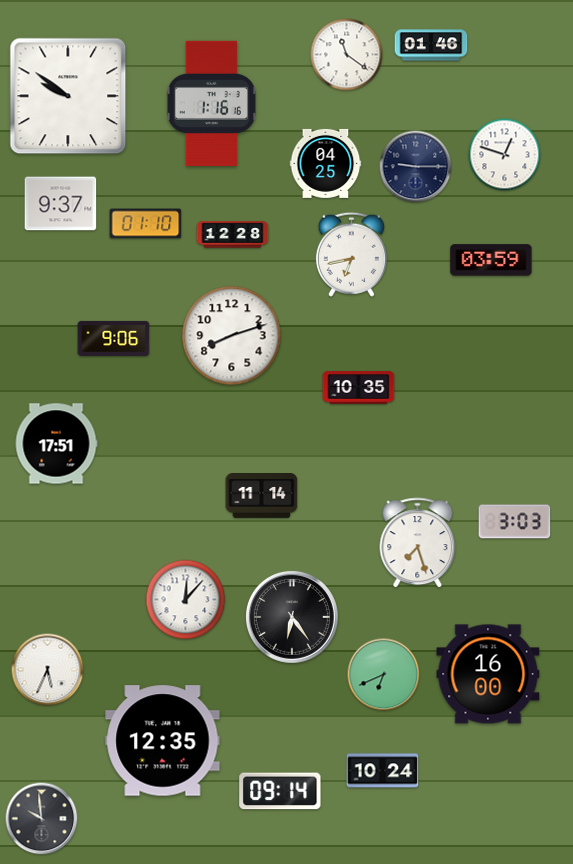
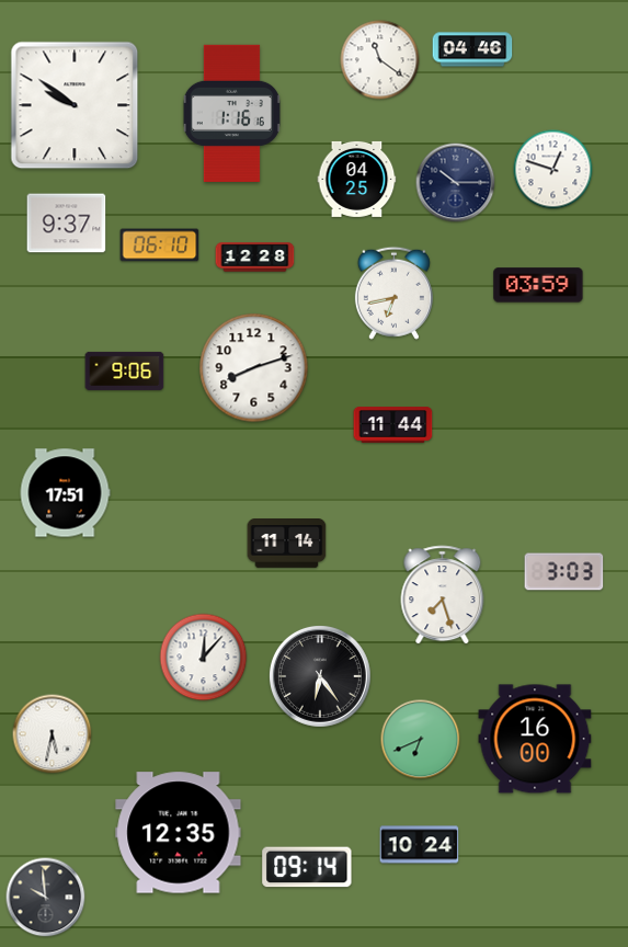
clock at (431, 45): 01:46 -> 04:46
clock at (416, 167): 9:15 -> 10:15
clock at (146, 224): 01:10 -> 06:10
clock at (351, 254) position: (351, 254) -> (393, 293)
clock at (359, 388): 10:35 -> 11:44
clock at (56, 444) position: (56, 444) -> (65, 493)
clock at (418, 543) position: (418, 543) -> (443, 595)
clock at (48, 670): 5:34 -> 5:32
clock at (163, 741) position: (163, 741) -> (179, 833)
